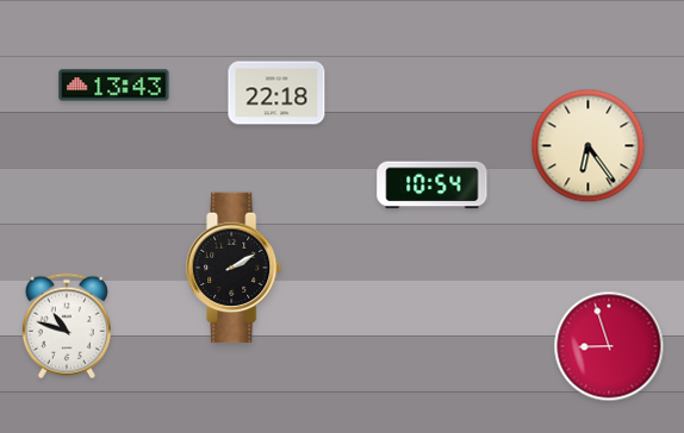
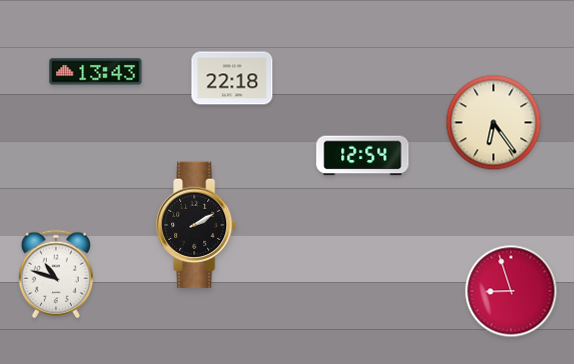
clock at (433, 186): 10:54 -> 12:54
